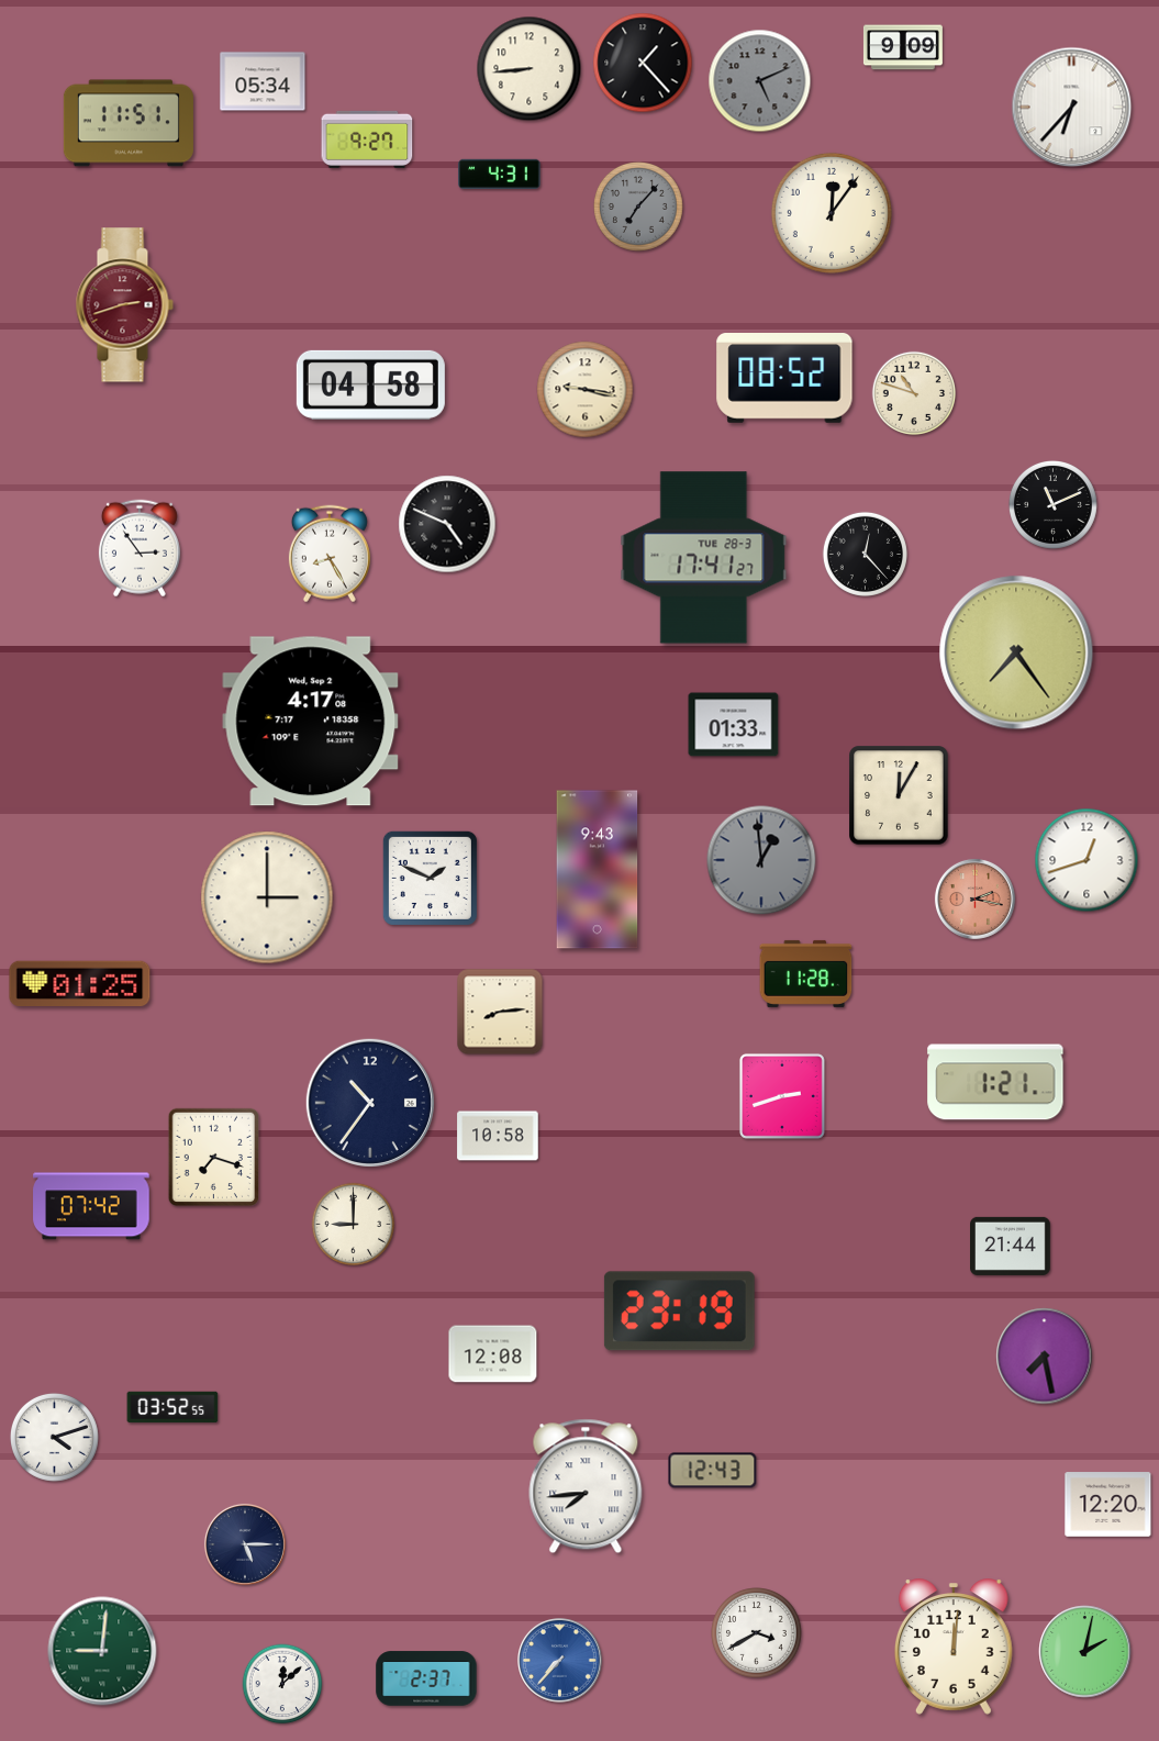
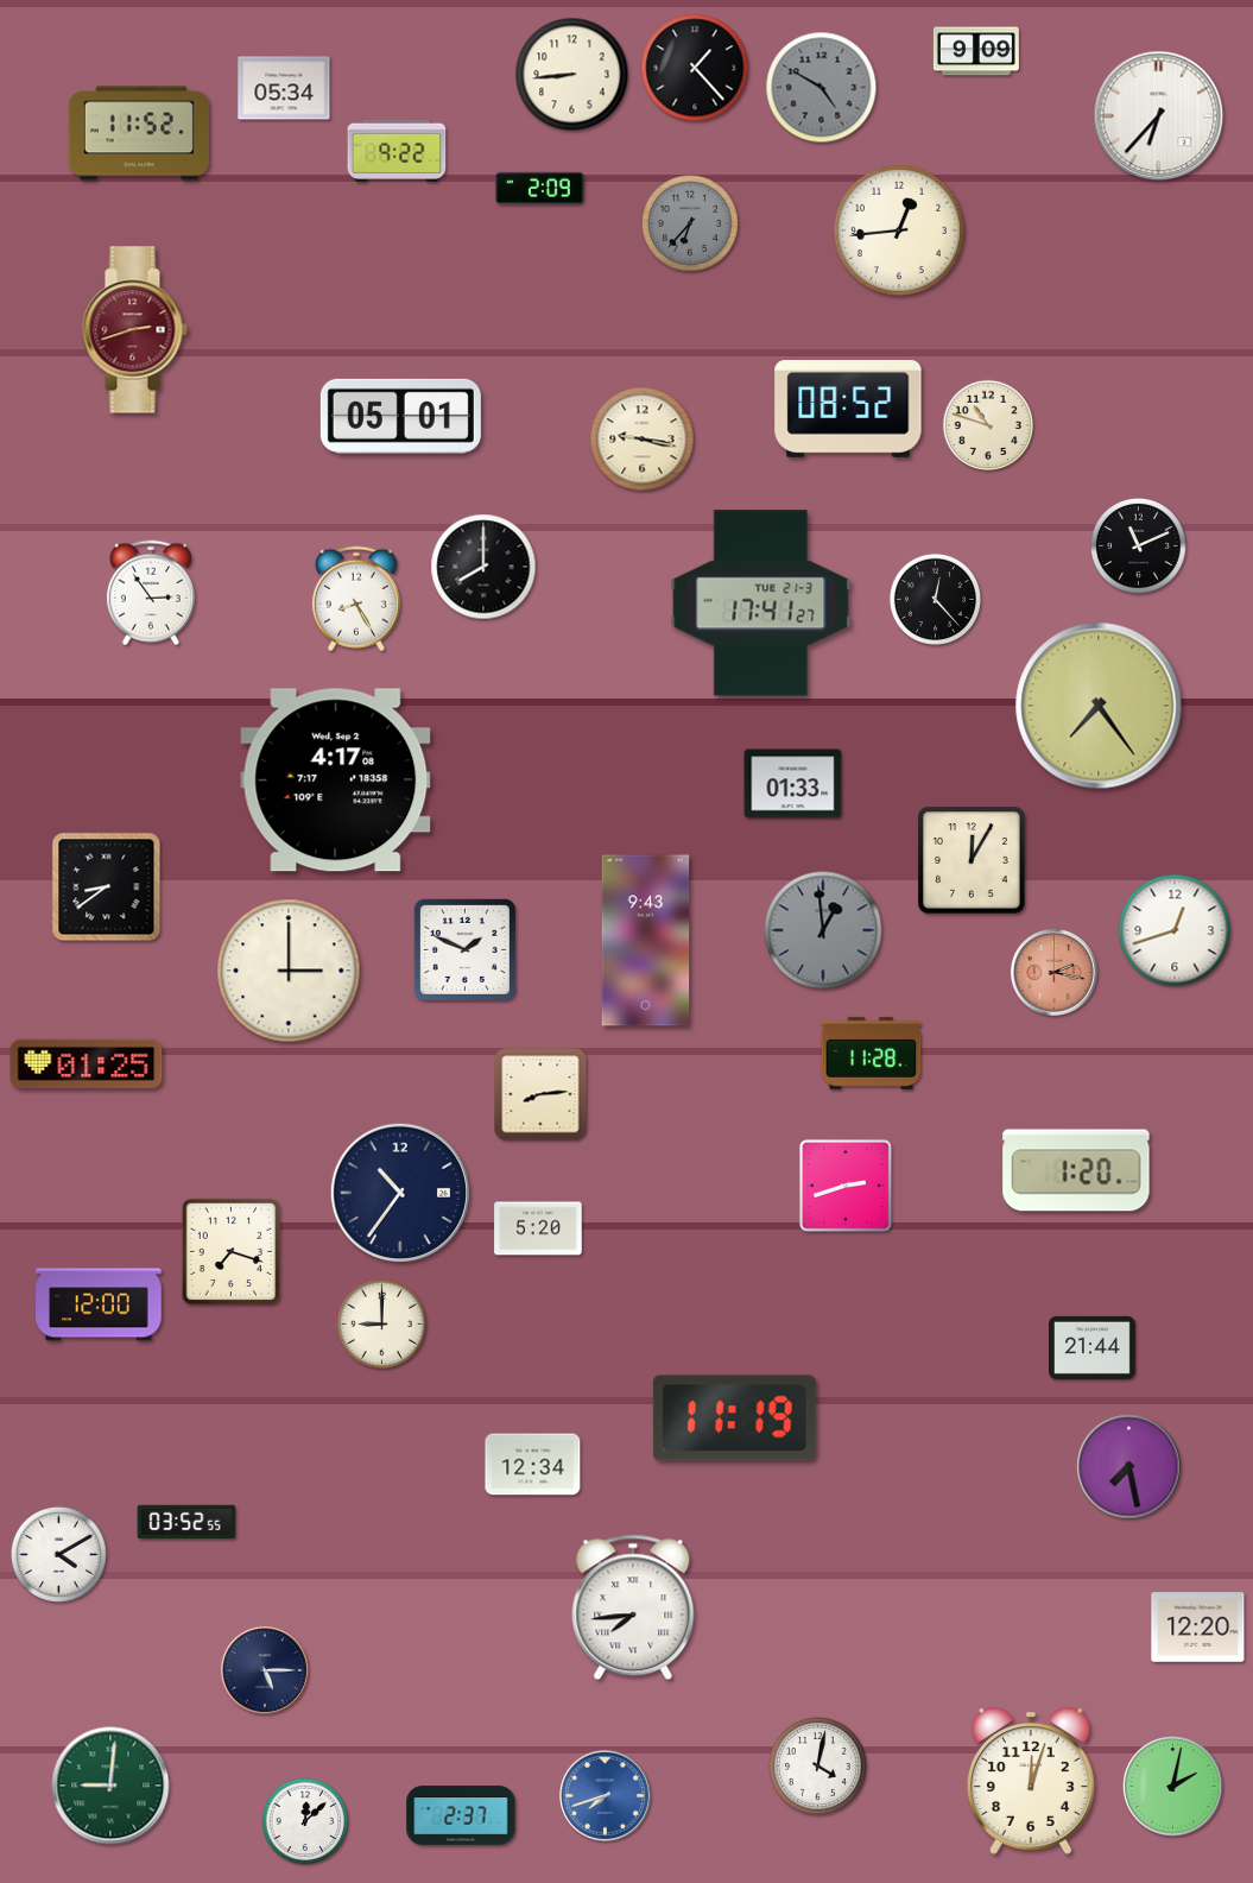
clock at (760, 81): 5:11 -> 4:50
clock at (129, 123): 11:51 -> 11:52
clock at (367, 139): 9:27 -> 9:22
clock at (500, 174): 4:31 -> 2:09
clock at (639, 208): 7:07 -> 6:37
clock at (832, 213): 12:06 -> 12:44
clock at (370, 384): 04:58 -> 05:01
clock at (586, 390) position: (586, 390) -> (643, 440)
clock at (447, 524): 4:49 -> 8:00
clock at (704, 558) date: TUE 28-3 -> TUE 21-3
clock at (107, 887): none -> 8:39
clock at (995, 1082): 1:21 -> 1:20
clock at (498, 1136): 10:58 -> 5:20
clock at (91, 1206): 07:42 -> 12:00
clock at (679, 1312): 23:19 -> 11:19
clock at (493, 1354): 12:08 -> 12:34
clock at (54, 1437): 4:12 -> 4:10
clock at (713, 1471): 12:43 -> none
clock at (757, 1633): 3:40 -> 4:02
clock at (954, 1647): 12:01 -> 12:03
clock at (560, 1661): 7:37 -> 7:42
